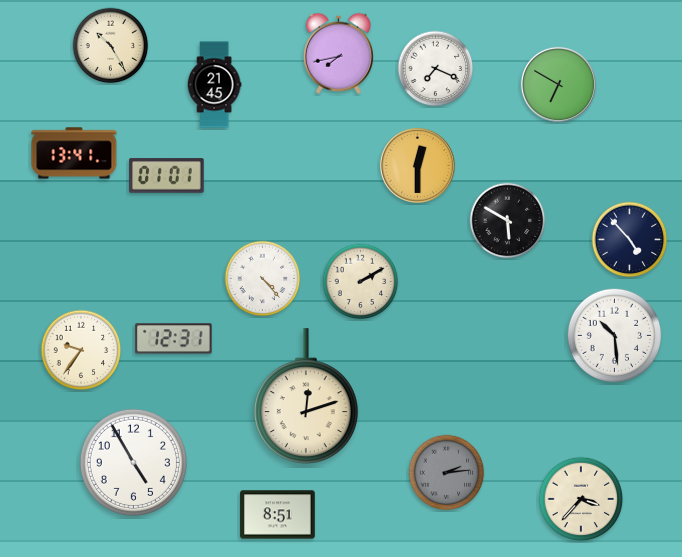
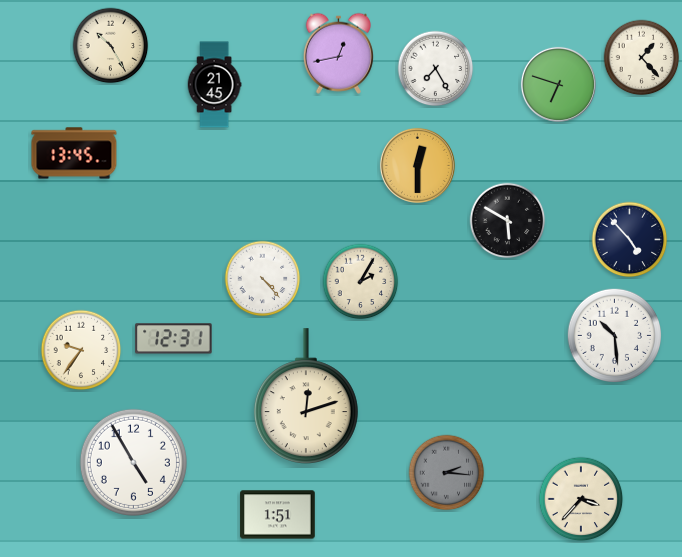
clock at (338, 53): 7:43 -> 12:43
clock at (642, 58): none -> 1:23
clock at (436, 69): 7:19 -> 7:25
clock at (558, 84): 6:50 -> 6:48
clock at (74, 153): 13:41 -> 13:45
clock at (167, 176): 01:01 -> none
clock at (361, 282): 2:10 -> 2:05
clock at (447, 473): 2:14 -> 2:16
clock at (278, 515): 8:51 -> 1:51
